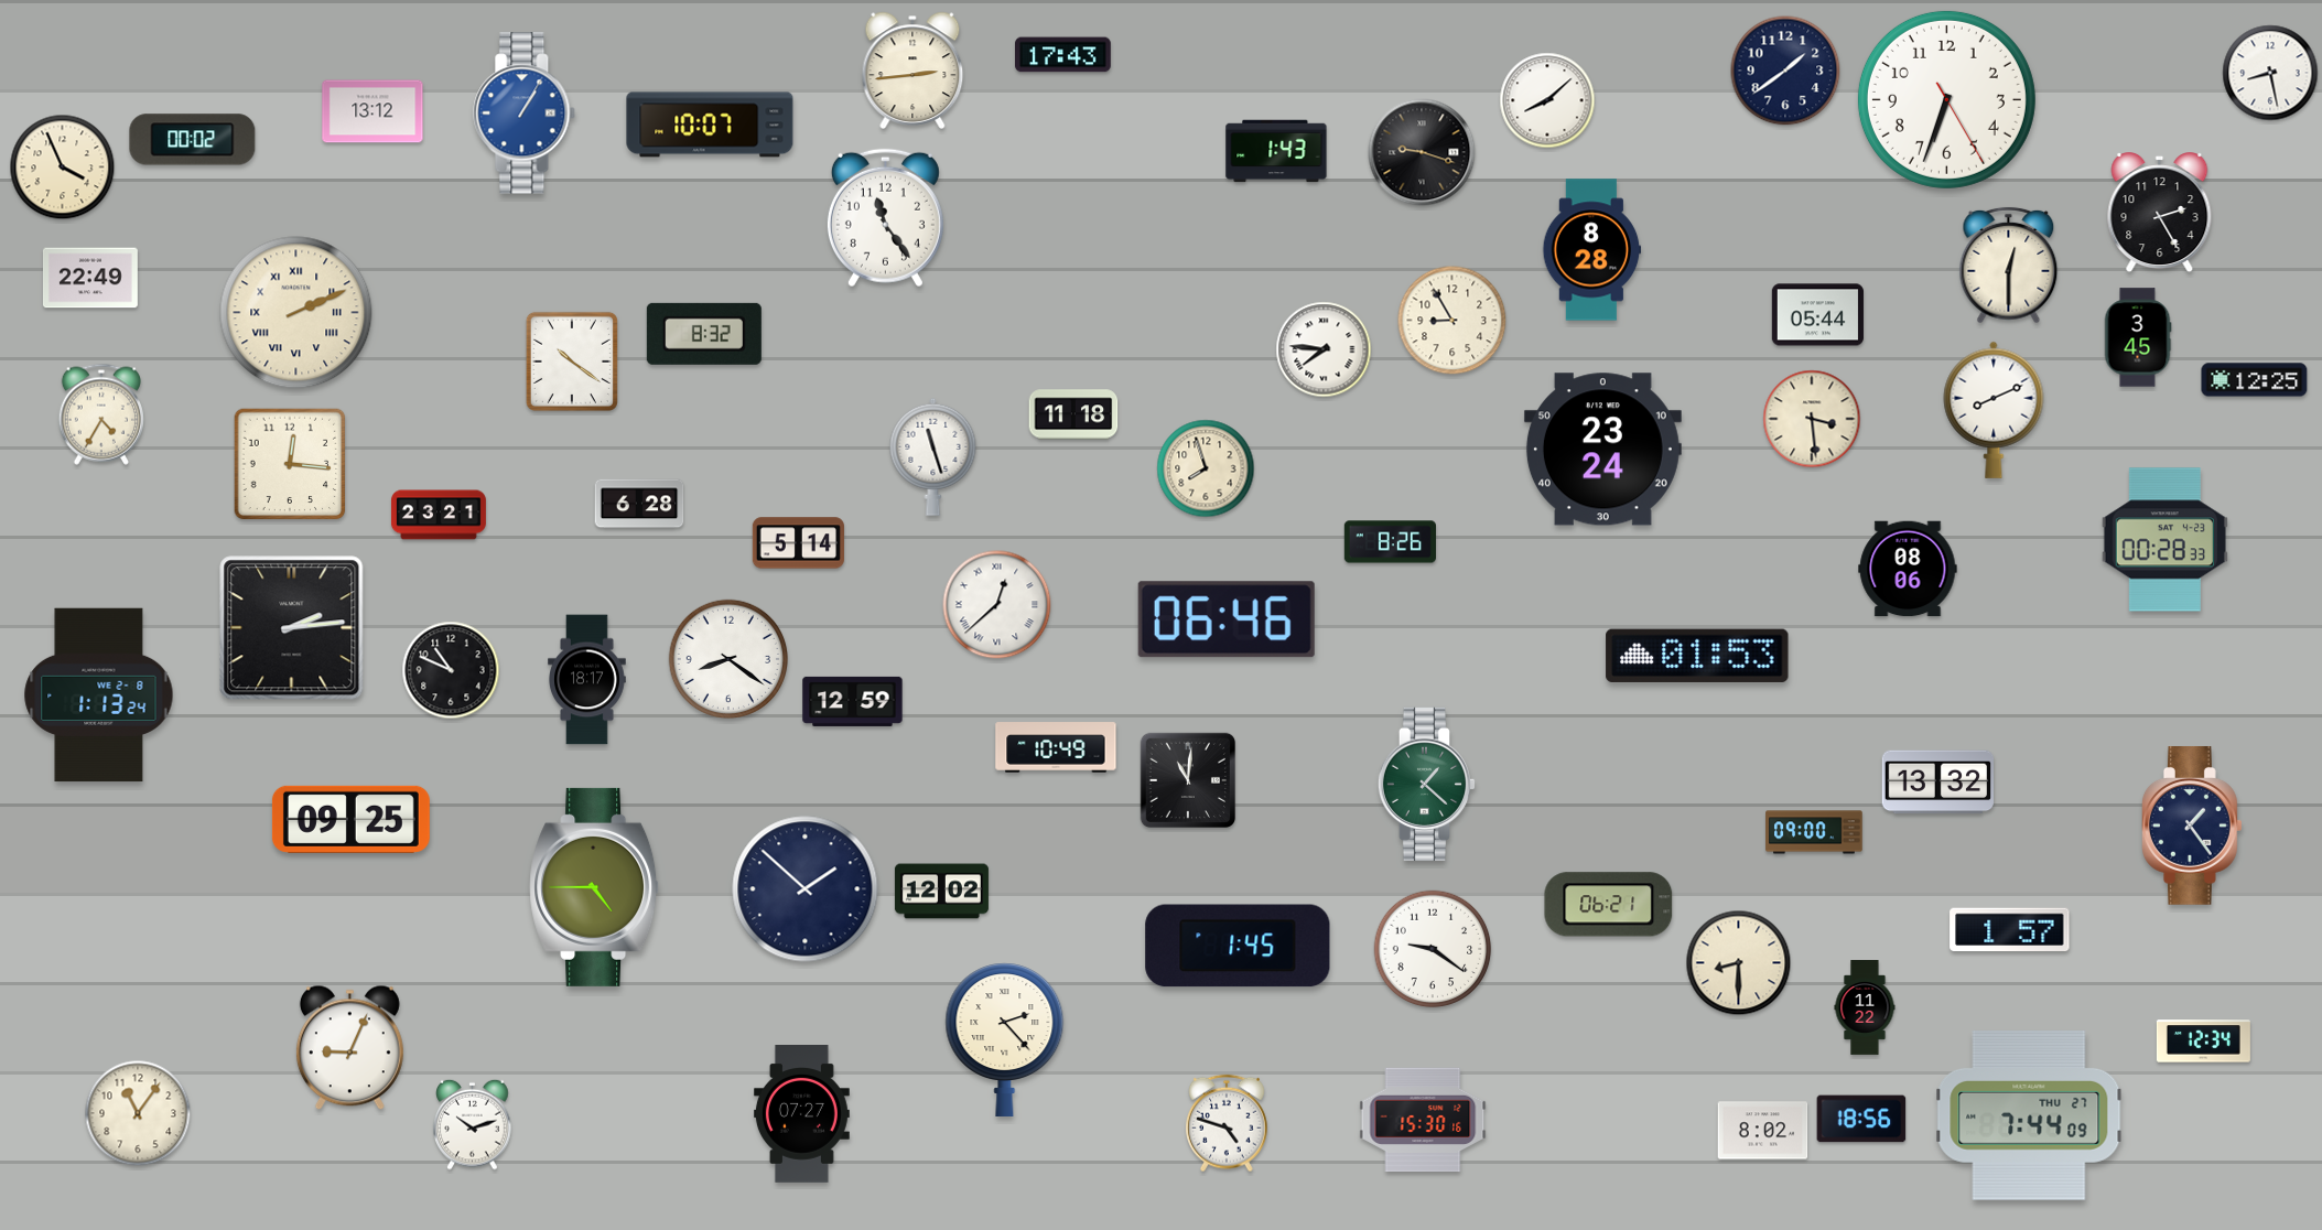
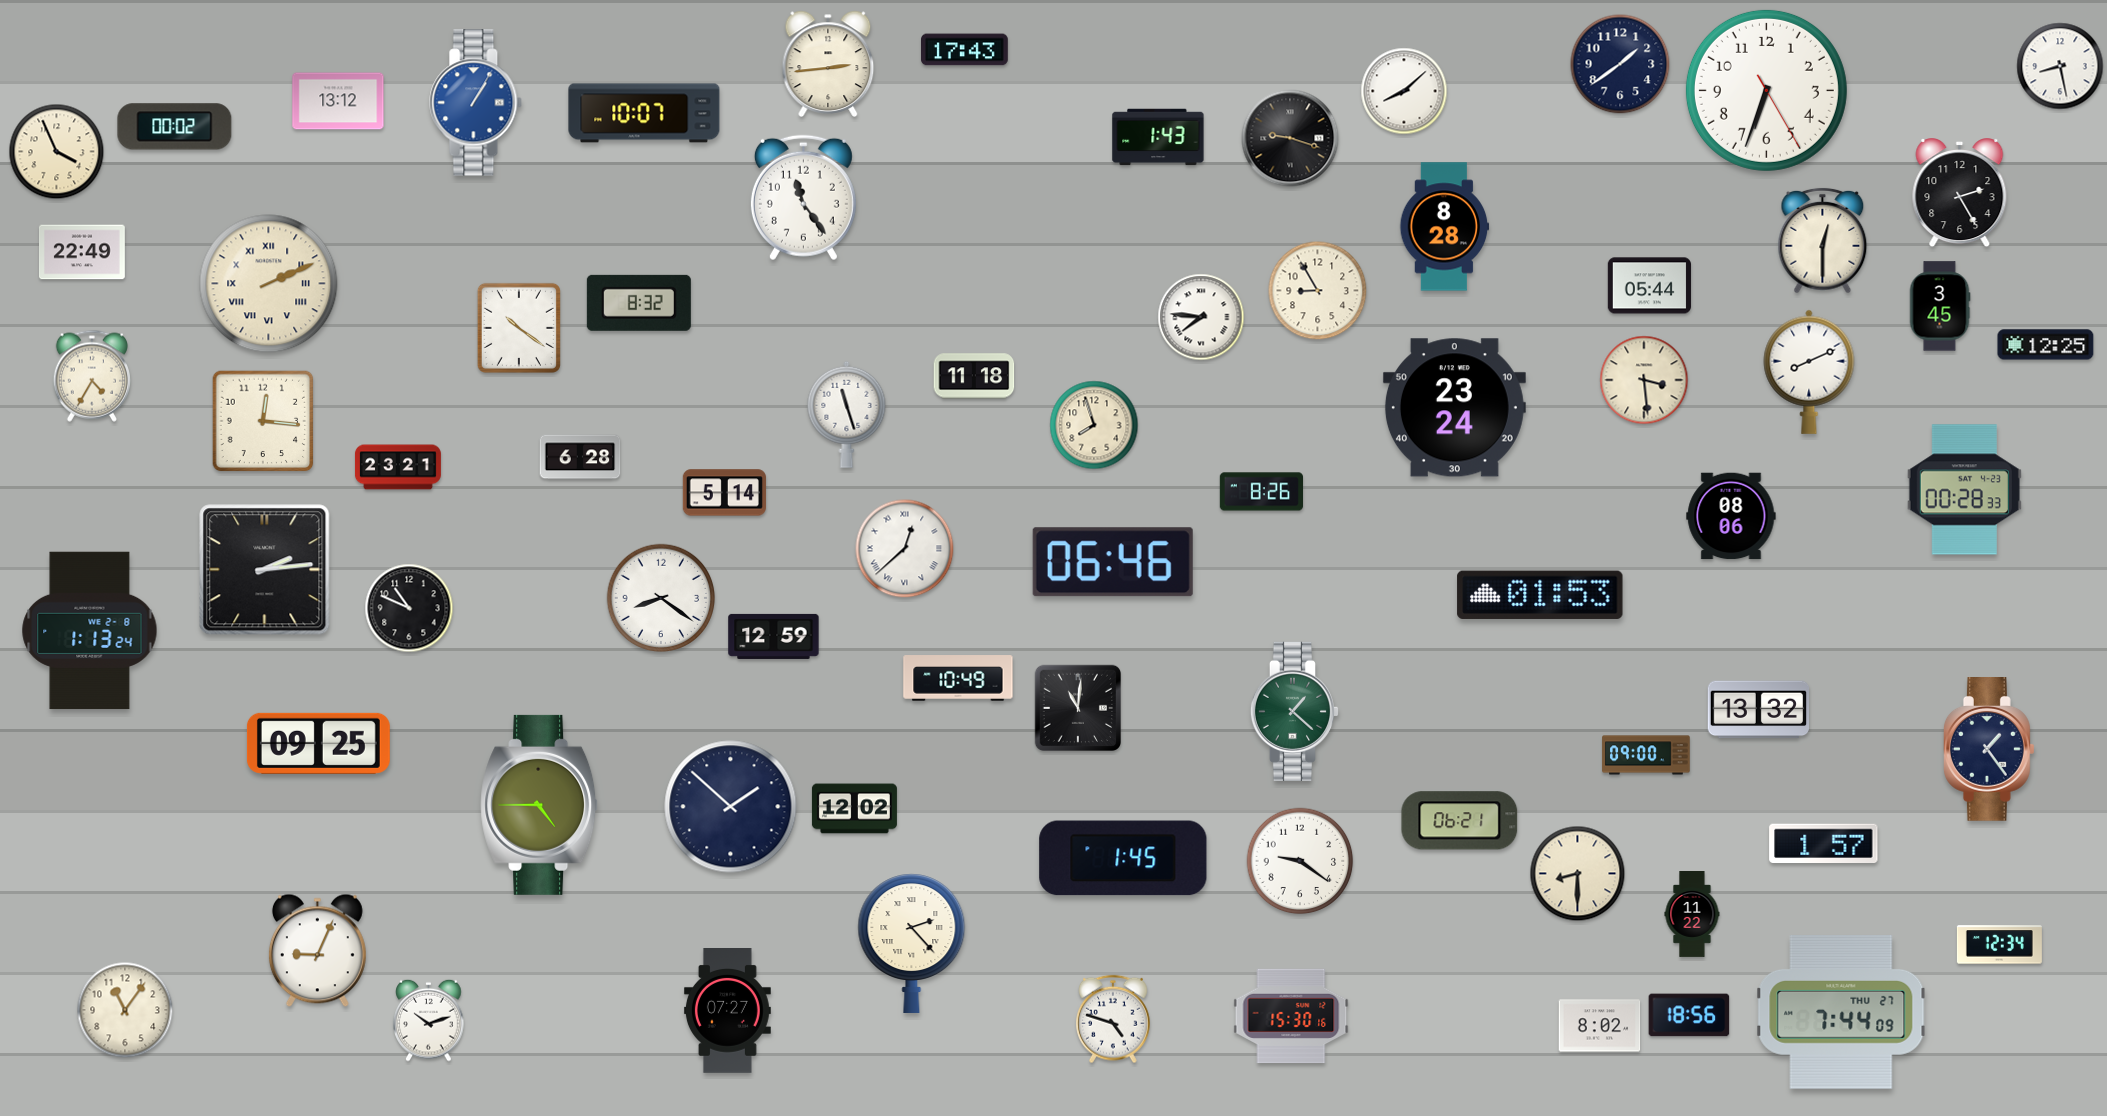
clock at (587, 680): 18:17 -> none
